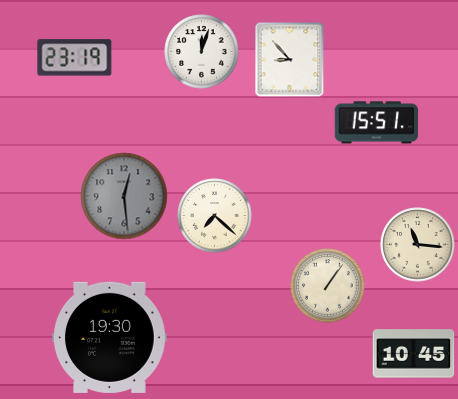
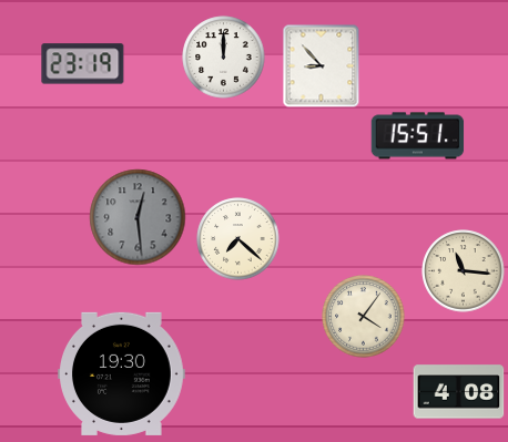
clock at (202, 52): 12:03 -> 12:00
clock at (328, 286): 1:06 -> 4:06
clock at (414, 354): 10:45 -> 4:08
